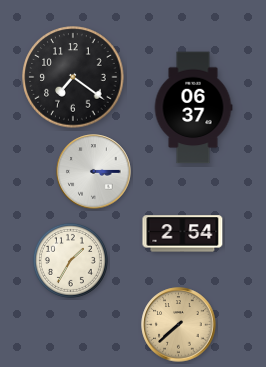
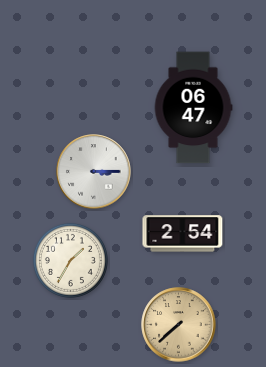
clock at (73, 77): 7:21 -> none
clock at (193, 108): 06:37 -> 06:47
